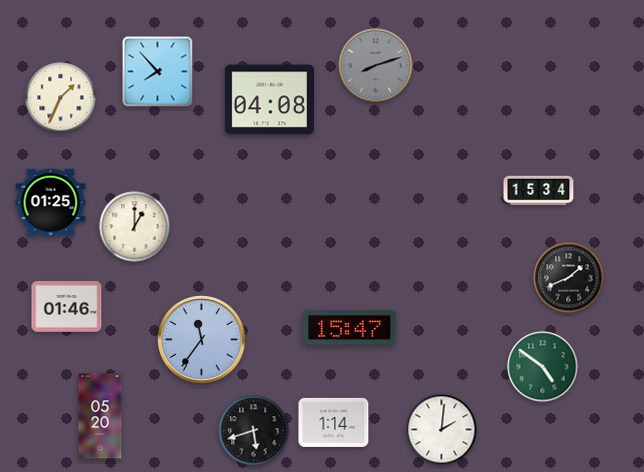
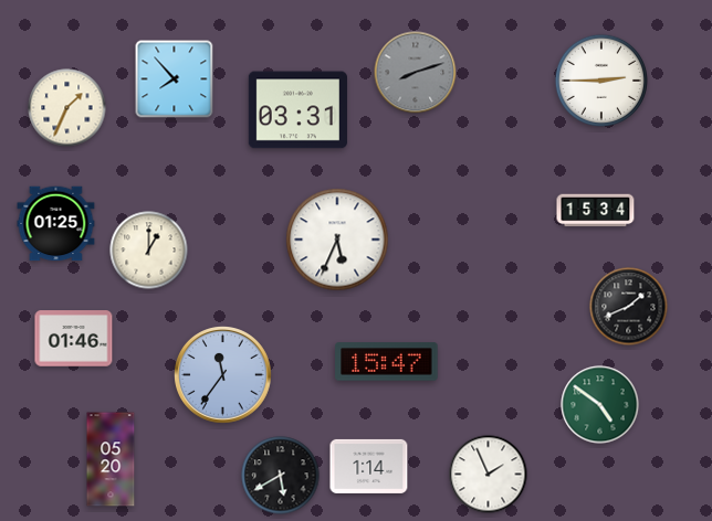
clock at (600, 79): none -> 2:45
clock at (269, 100): 04:08 -> 03:31
clock at (337, 240): none -> 5:34
clock at (442, 430): 2:01 -> 1:56
clock at (254, 431): 5:42 -> 5:40
